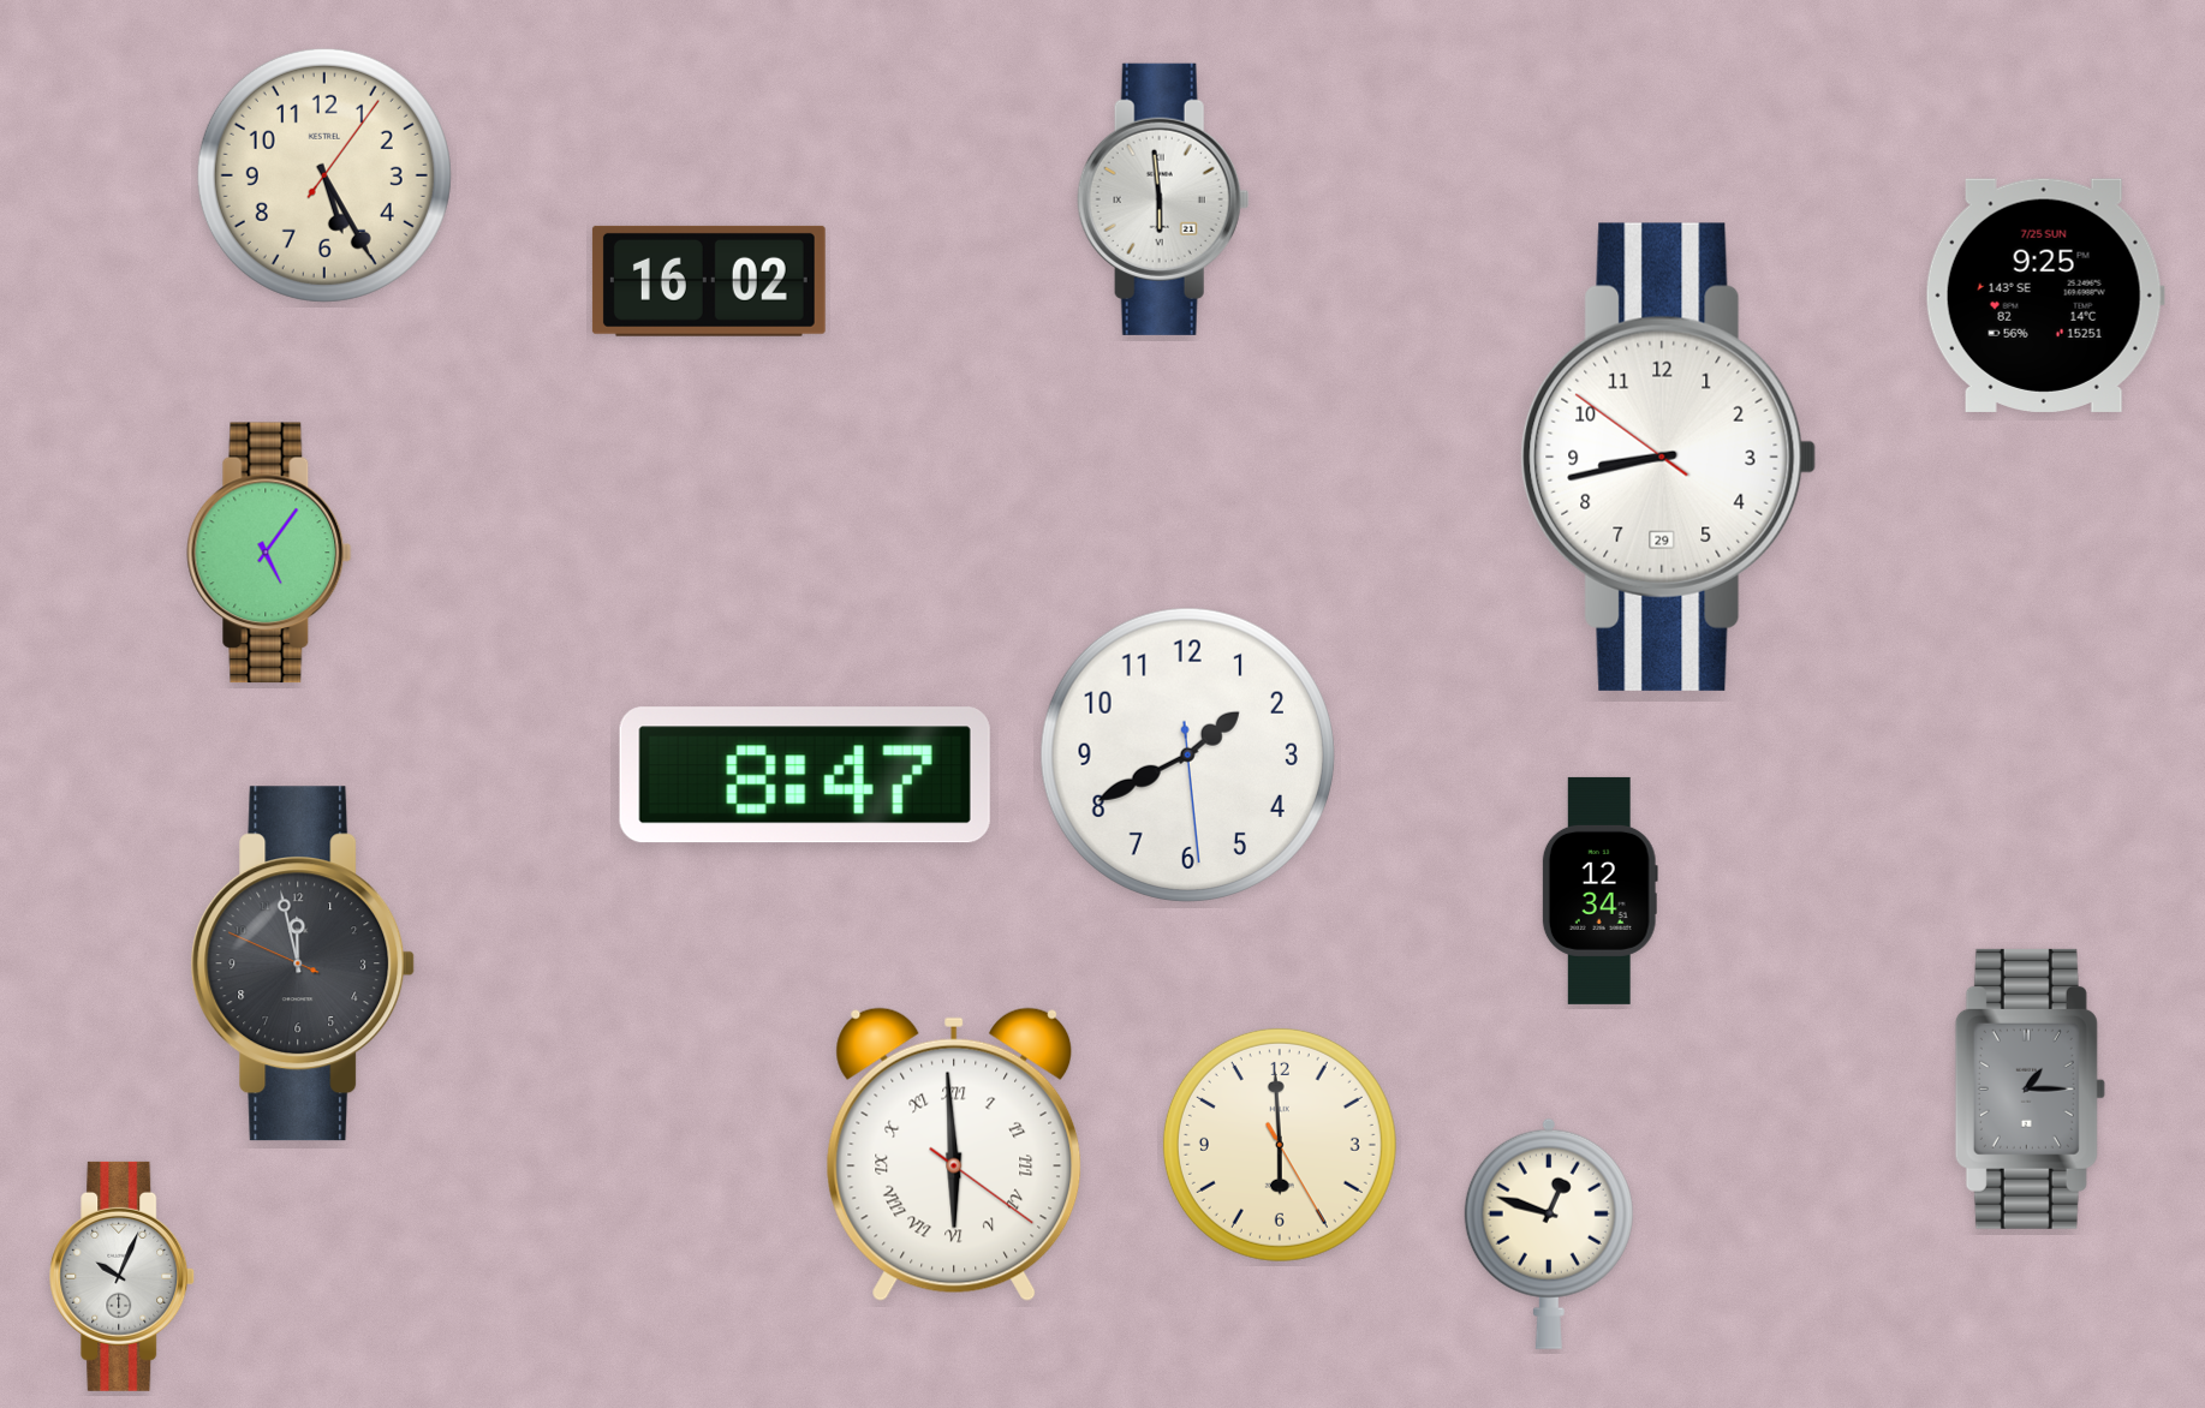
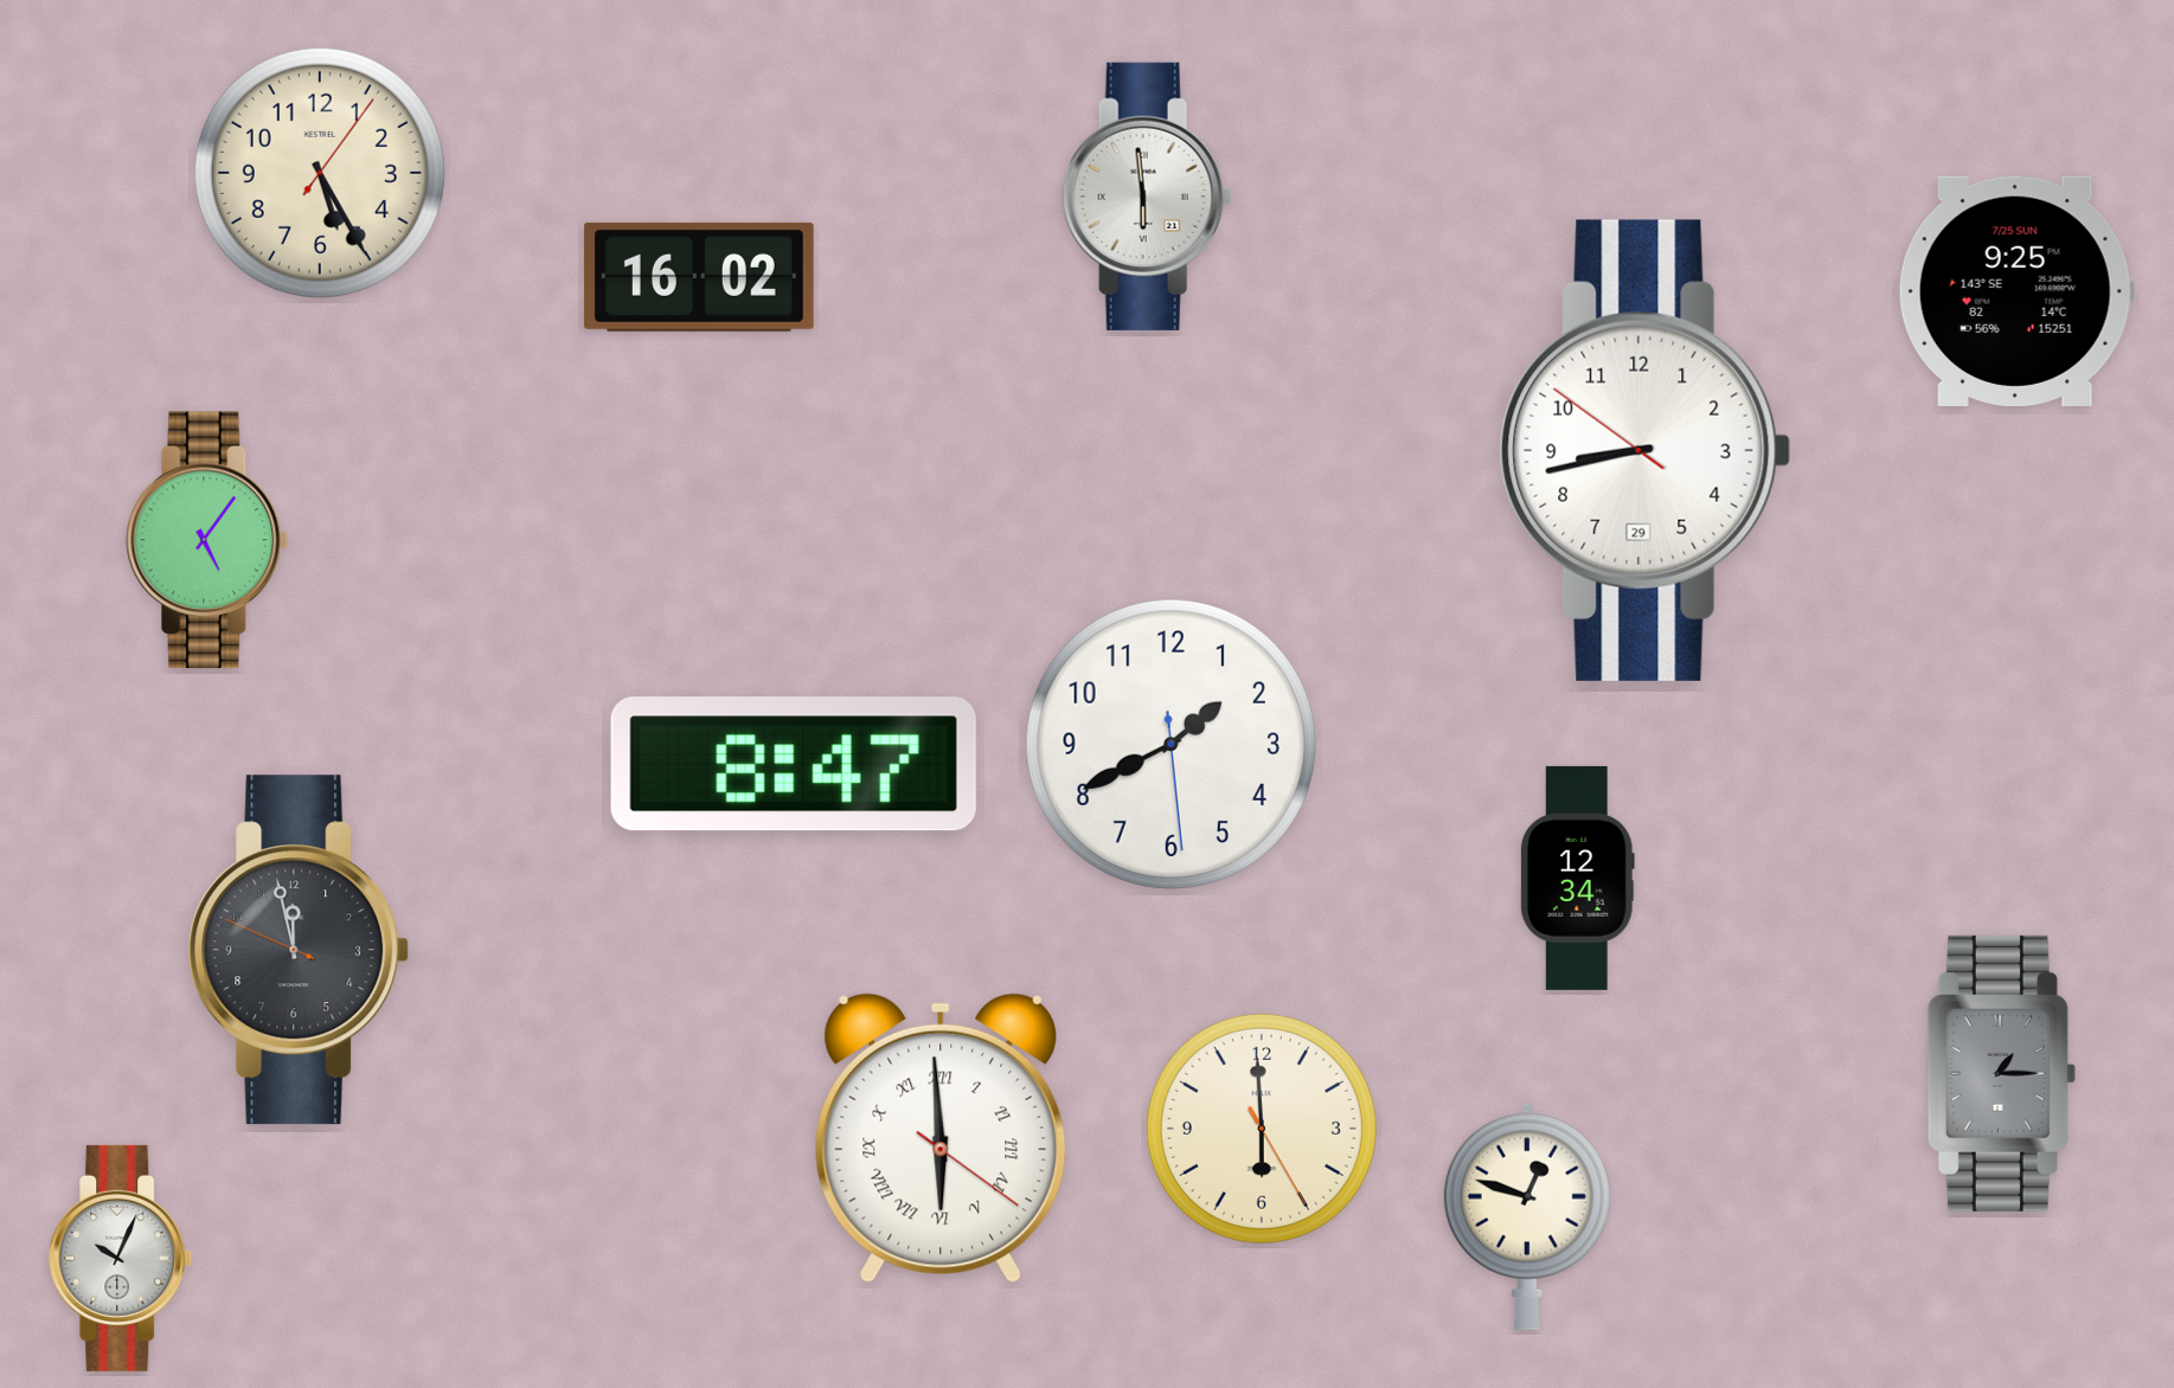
clock at (269, 553) position: (269, 553) -> (207, 540)
